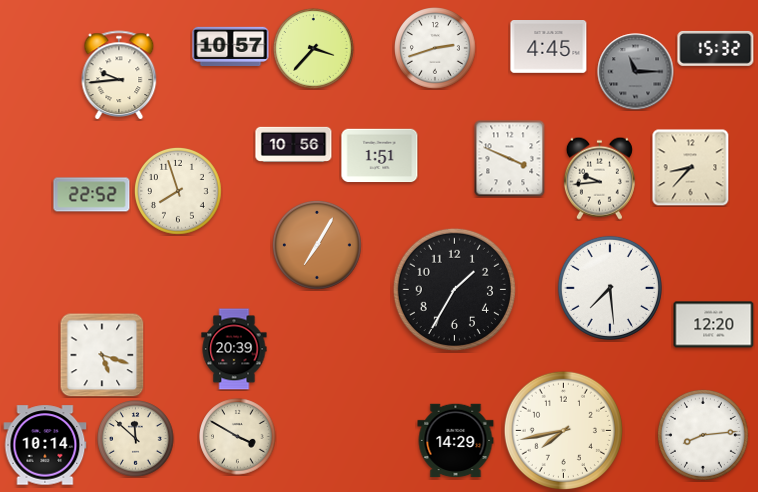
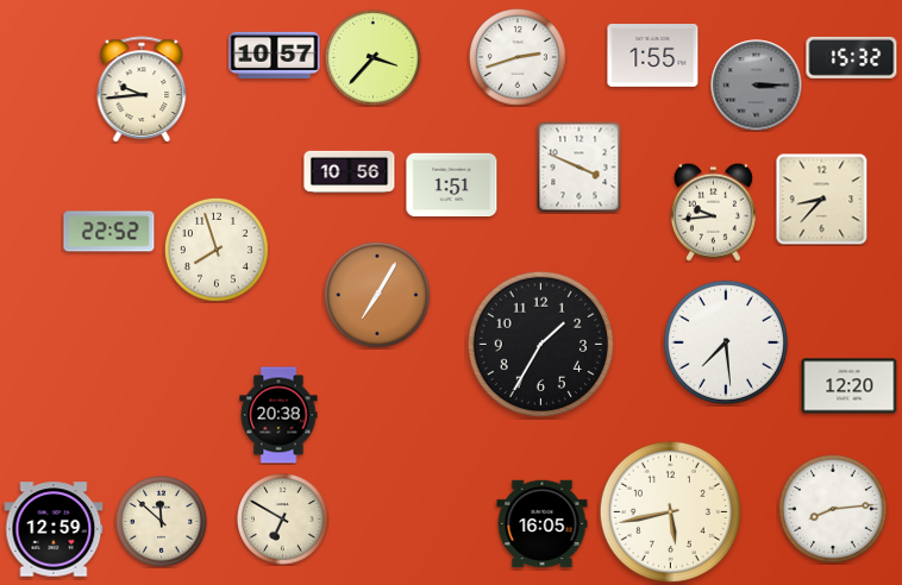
clock at (549, 47): 4:45 -> 1:55
clock at (636, 72): 11:15 -> 3:15
clock at (510, 158) position: (510, 158) -> (580, 166)
clock at (178, 191) position: (178, 191) -> (217, 250)
clock at (317, 245) position: (317, 245) -> (377, 295)
clock at (234, 349): 20:39 -> 20:38
clock at (102, 355): 5:18 -> none
clock at (563, 430): 7:43 -> 5:43
clock at (703, 435) position: (703, 435) -> (833, 509)
clock at (238, 437): 3:50 -> 6:50
clock at (456, 441): 14:29 -> 16:05
clock at (45, 445): 10:14 -> 12:59
